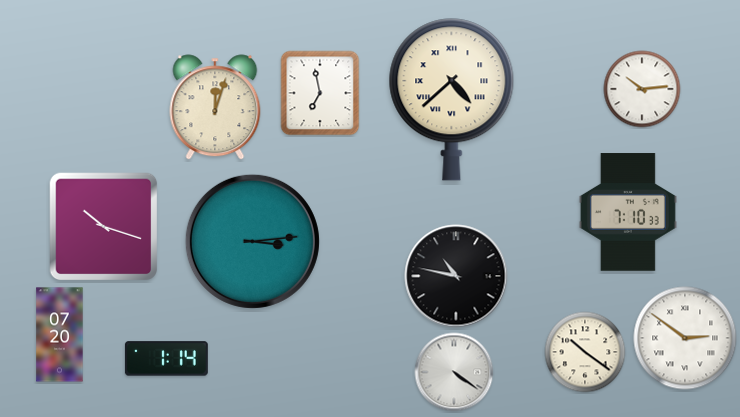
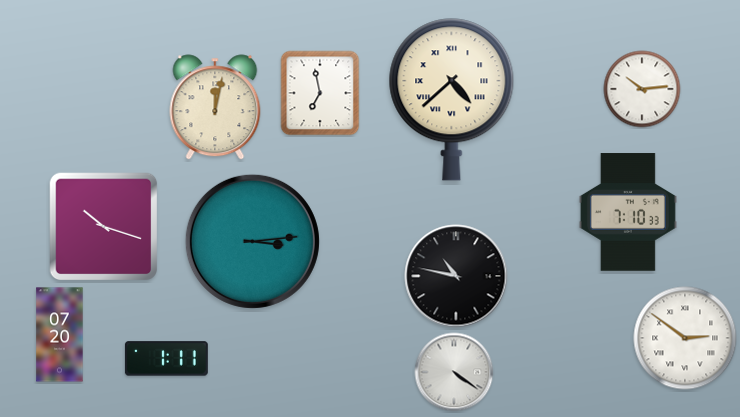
clock at (215, 107): 12:03 -> 12:02
clock at (585, 352): 10:21 -> none
clock at (166, 359): 1:14 -> 1:11
